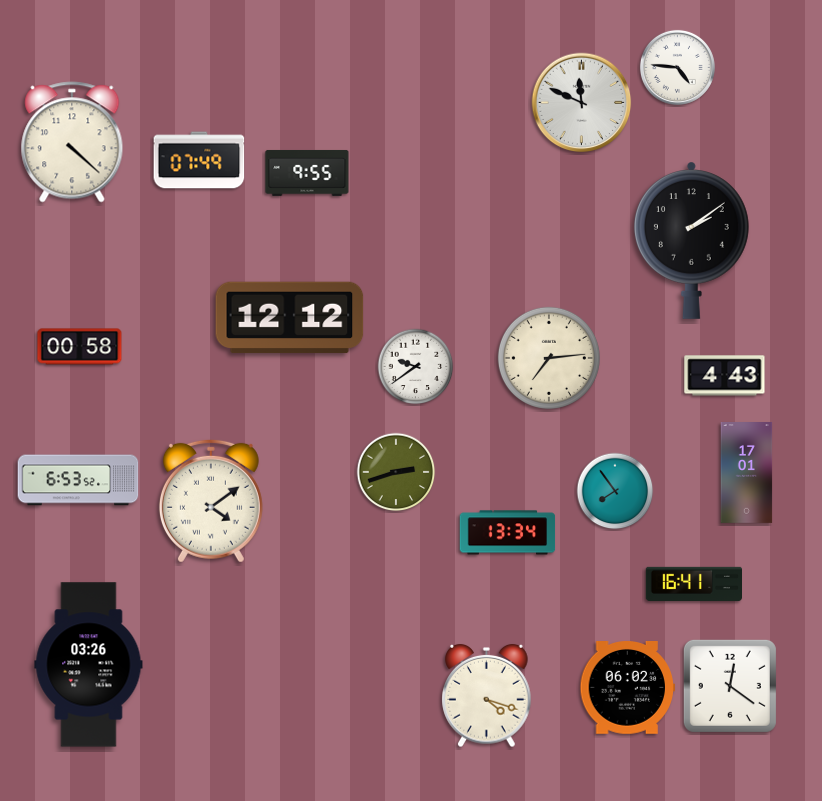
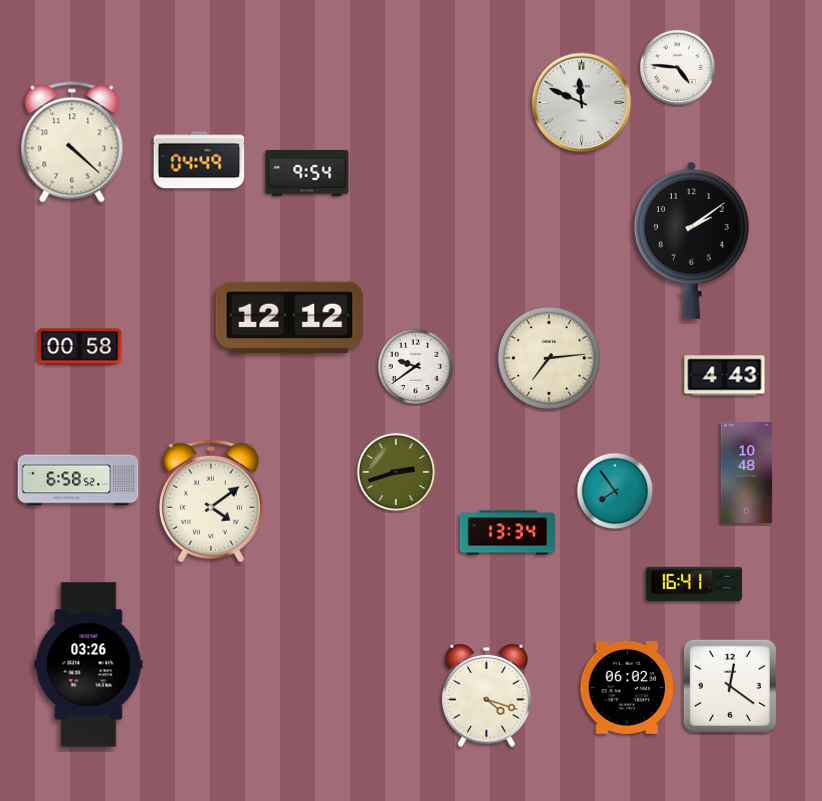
clock at (199, 160): 07:49 -> 04:49
clock at (307, 173): 9:55 -> 9:54
clock at (747, 473): 17:01 -> 10:48
clock at (78, 480): 6:53 -> 6:58
